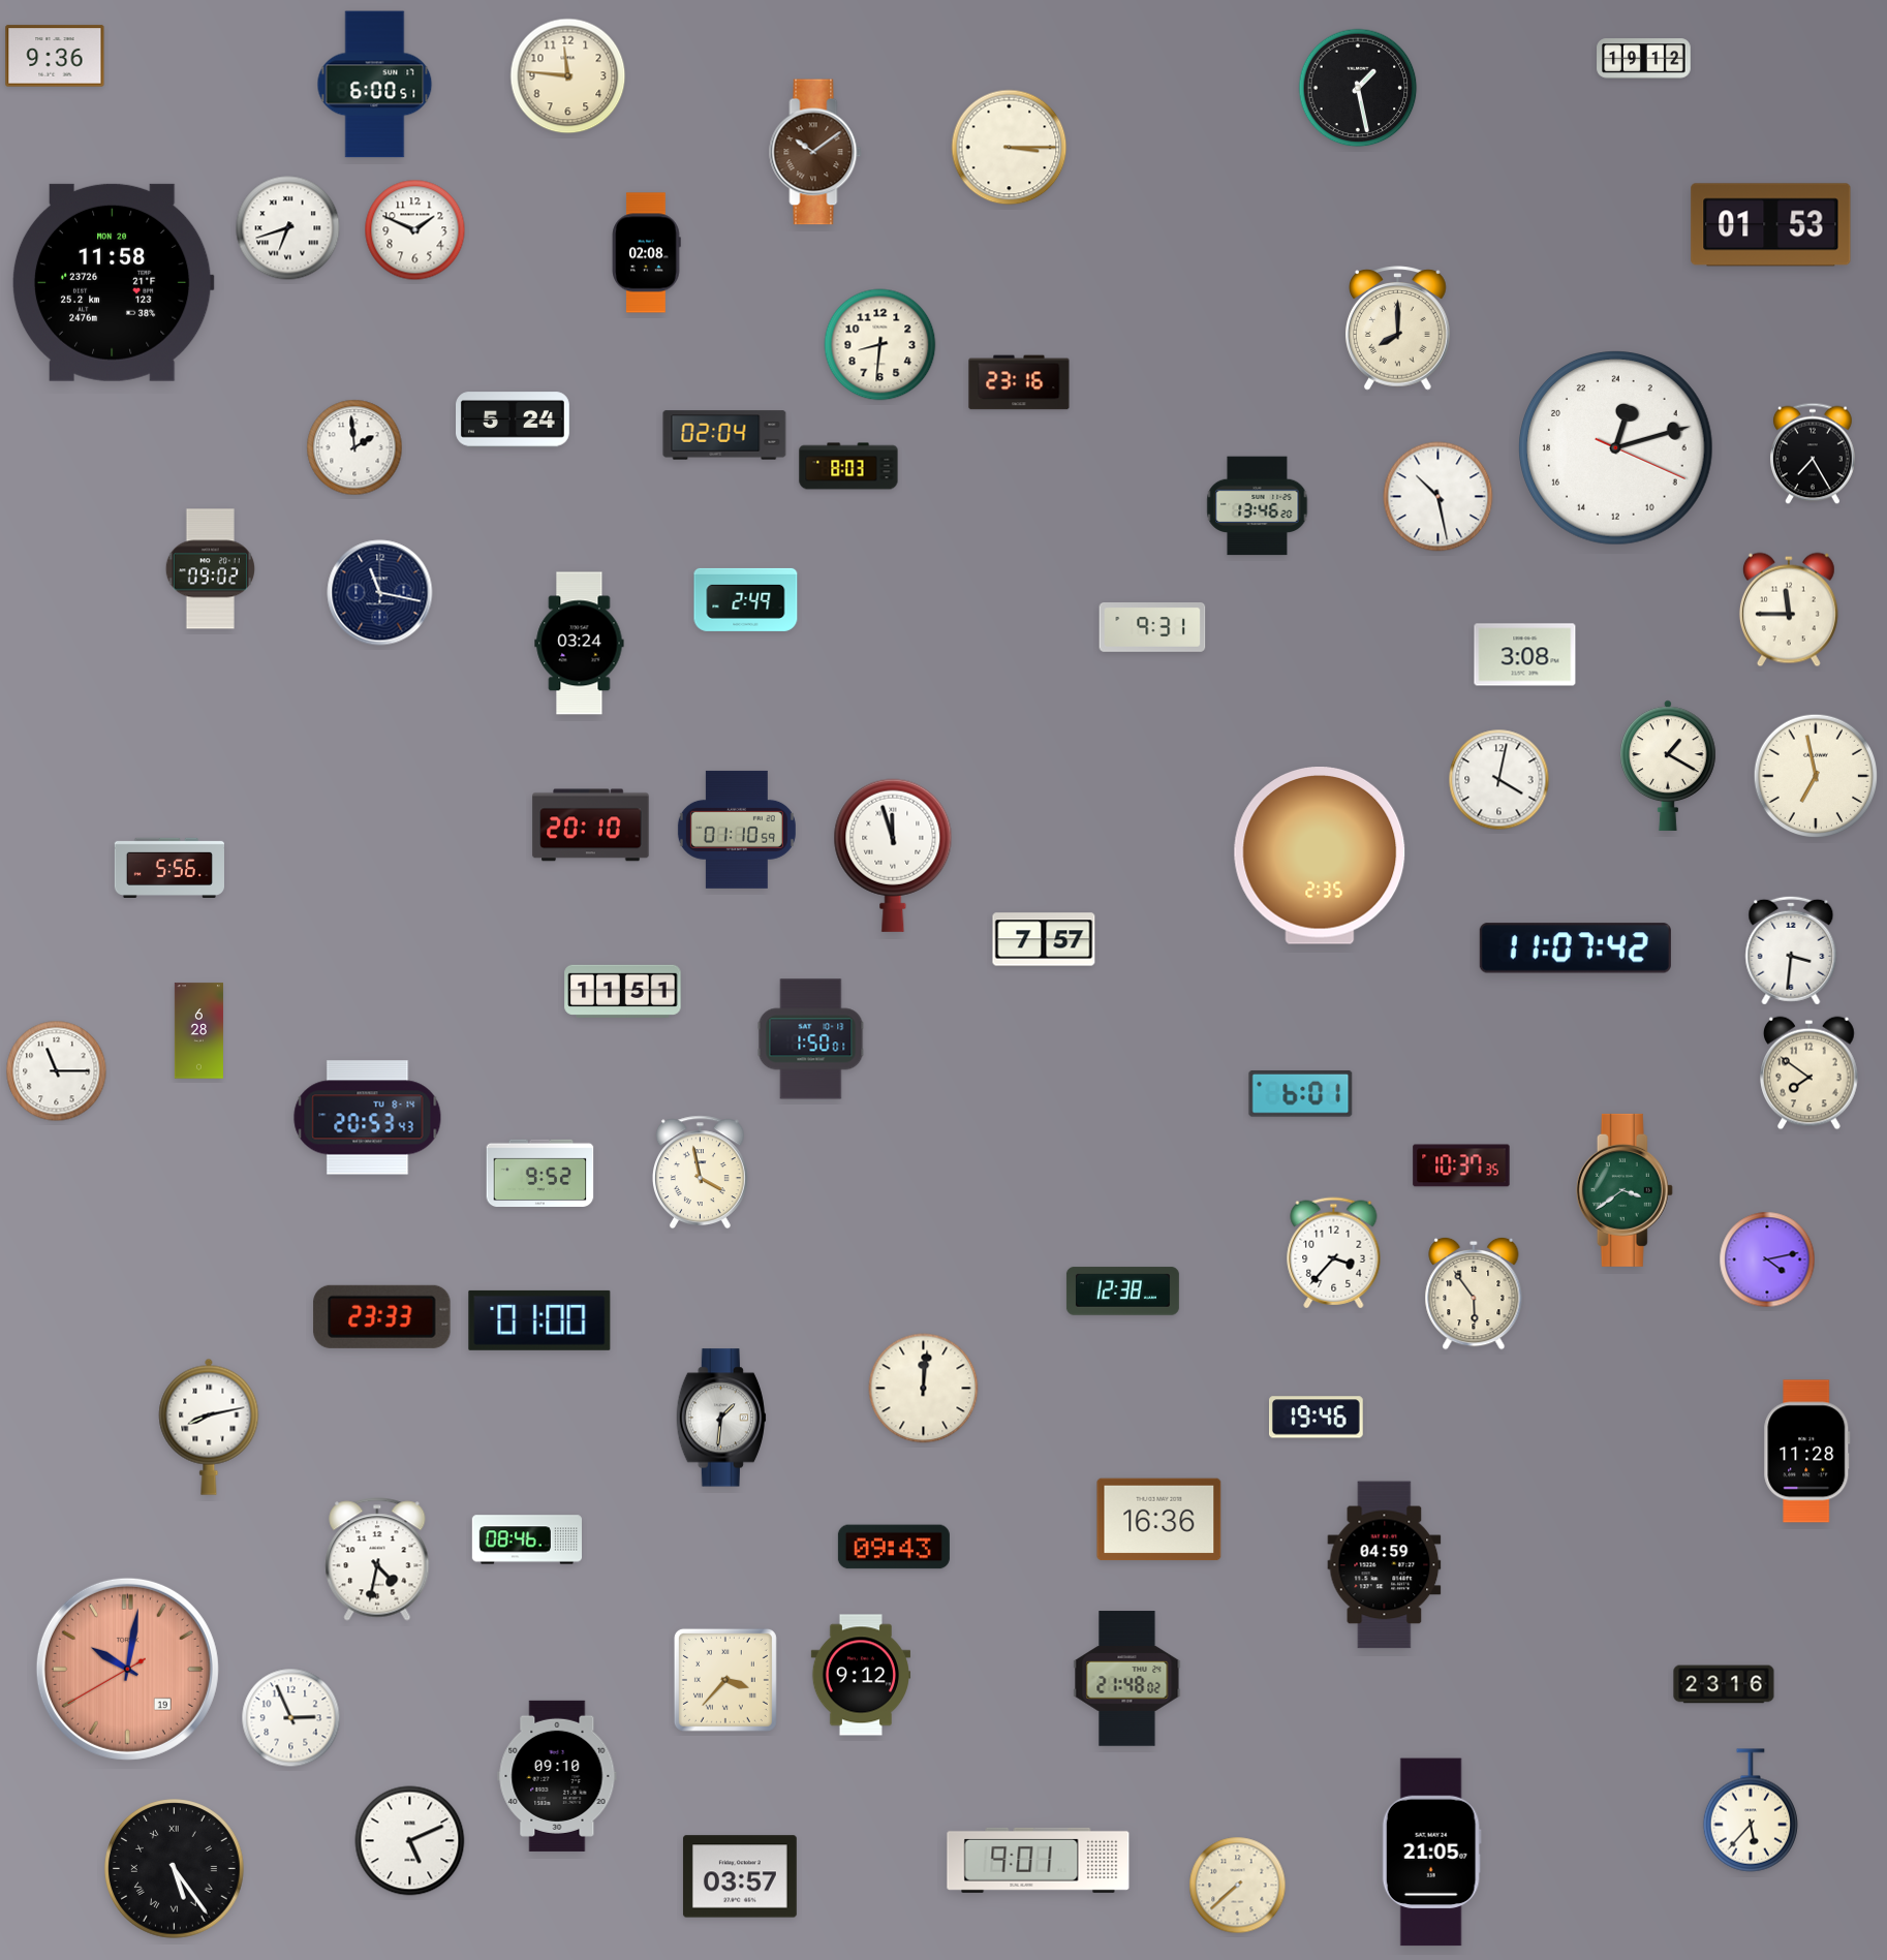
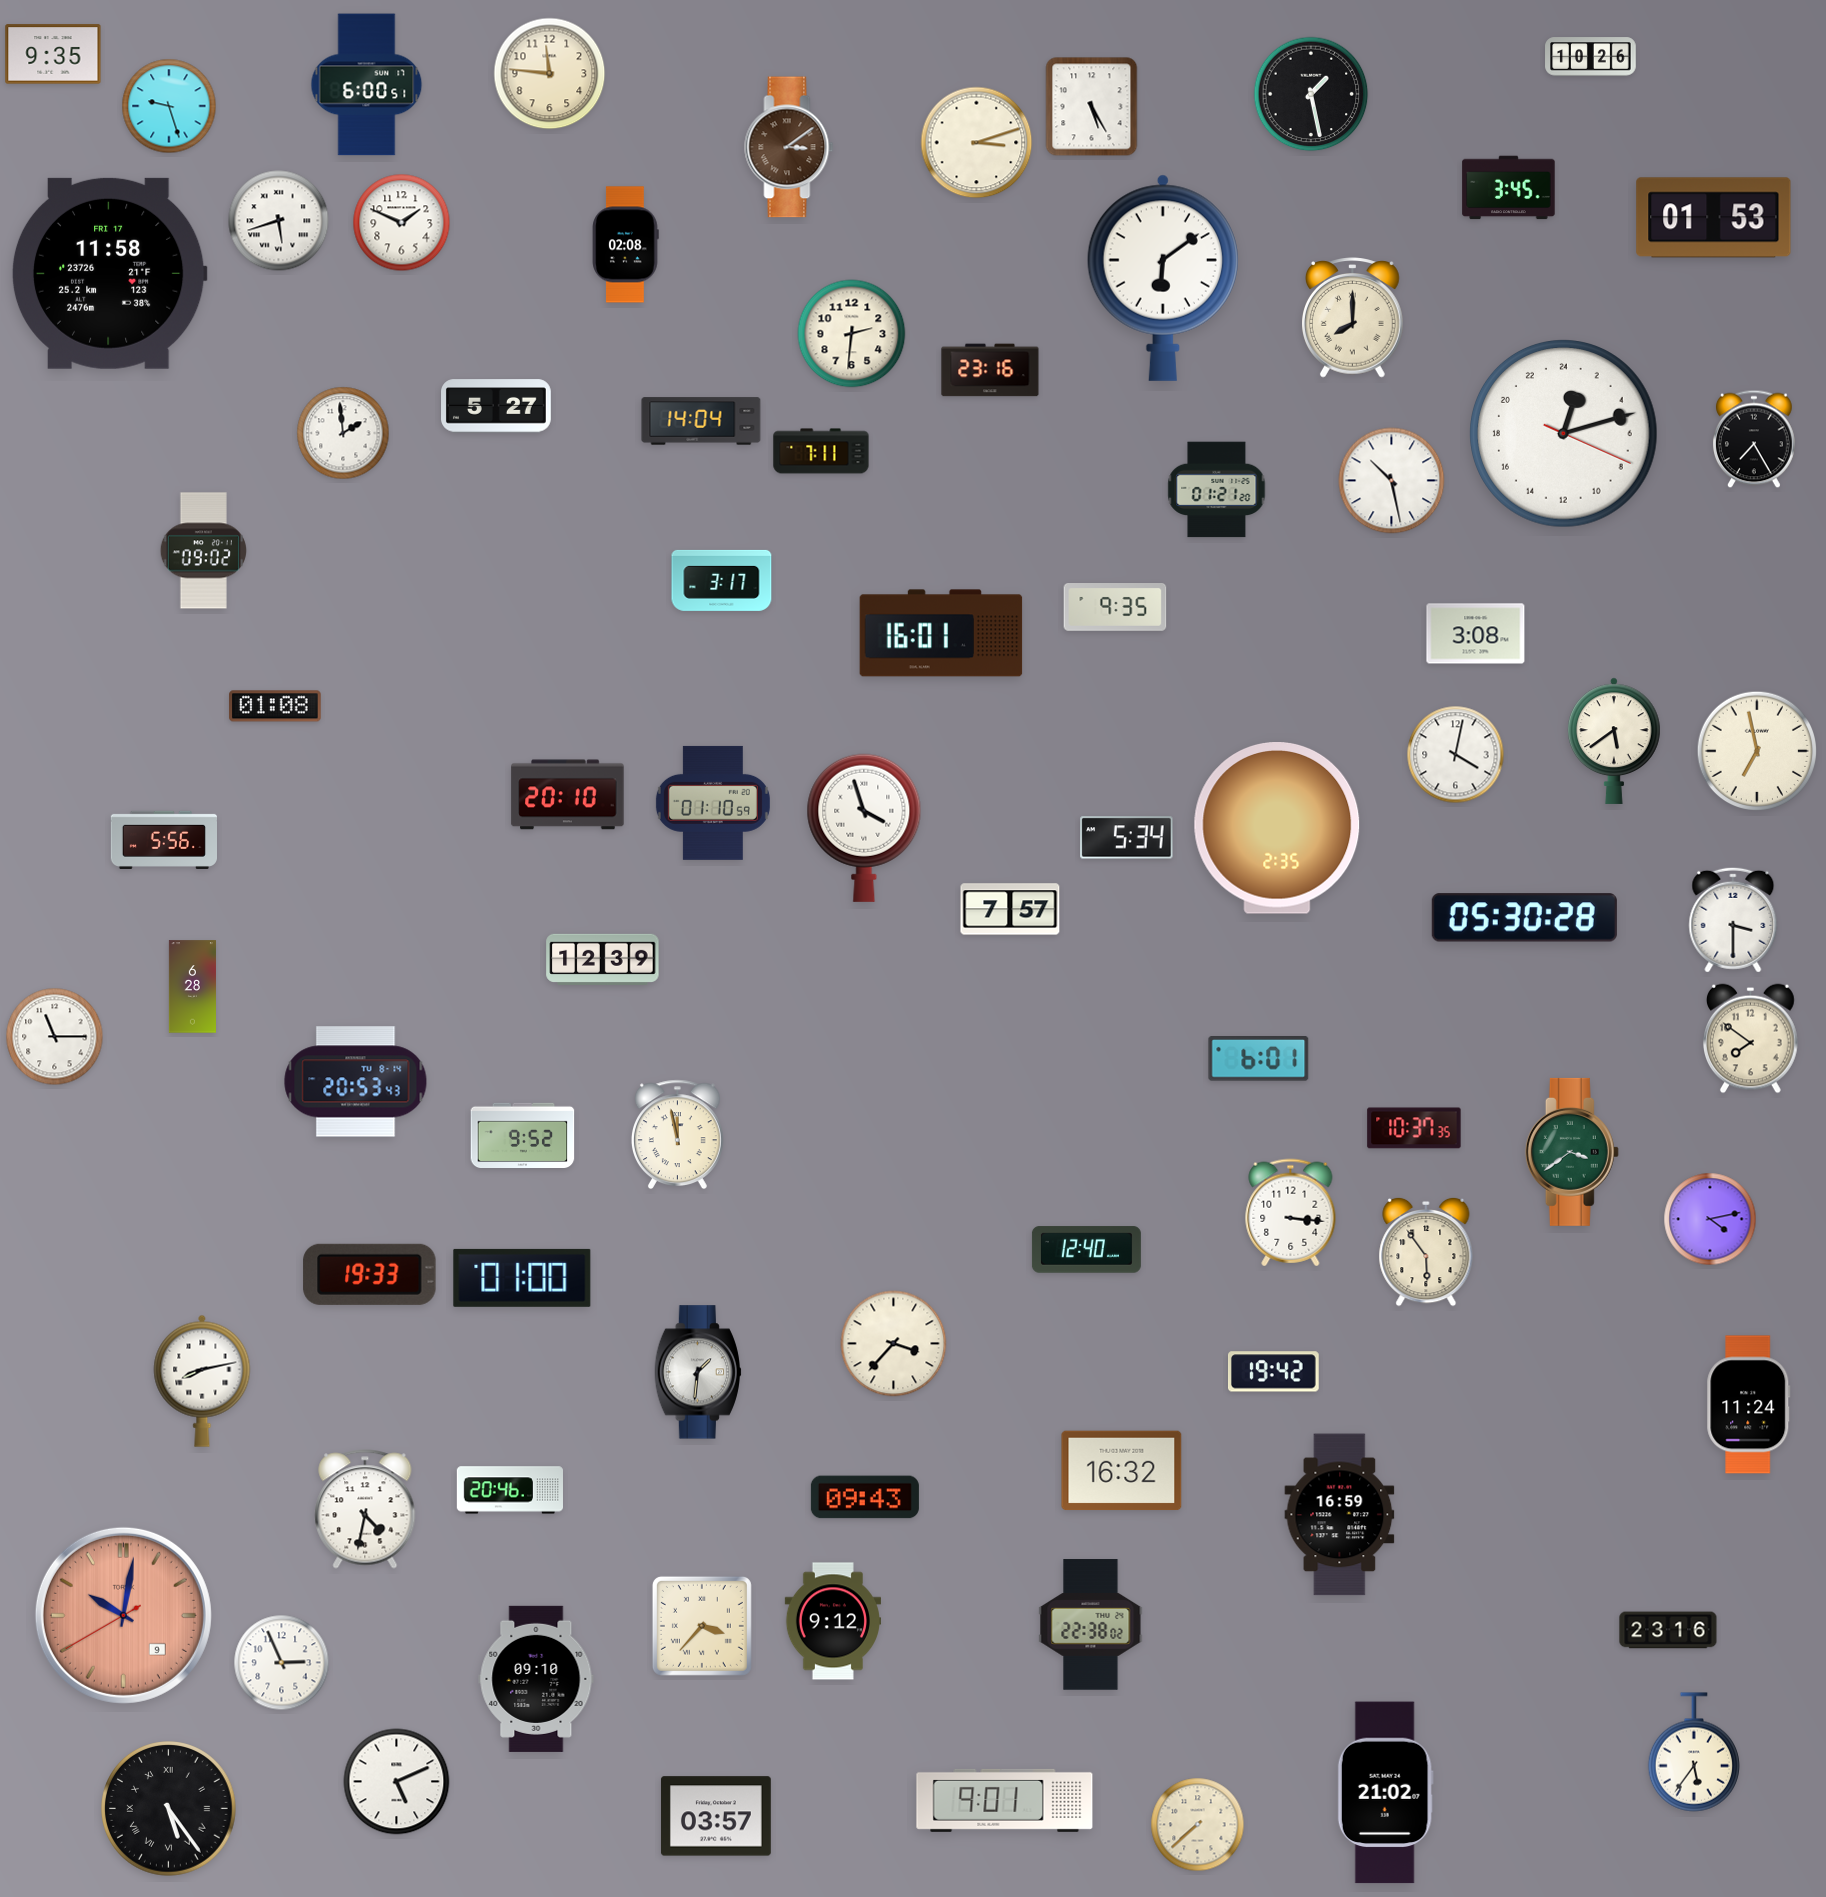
clock at (55, 56): 9:36 -> 9:35
clock at (1644, 59): 19:12 -> 10:26
clock at (375, 85) position: (375, 85) -> (367, 85)
clock at (1358, 88) position: (1358, 88) -> (1311, 94)
clock at (169, 106): none -> 9:27
clock at (1092, 107): none -> 5:25
clock at (1010, 148): 3:15 -> 3:12
clock at (815, 152): 10:09 -> 3:09
clock at (1509, 188): none -> 3:45
clock at (288, 228): 6:42 -> 5:42
clock at (113, 282) date: MON 20 -> FRI 17
clock at (1163, 278): none -> 6:09
clock at (880, 345): 8:31 -> 2:31
clock at (1019, 382) position: (1019, 382) -> (990, 370)
clock at (514, 419): 5:24 -> 5:27
clock at (724, 435): 02:04 -> 14:04
clock at (848, 466): 8:03 -> 7:11
clock at (1258, 506): 13:46 -> 01:21
clock at (380, 593): 11:17 -> none
clock at (746, 599): 2:49 -> 3:17
clock at (1789, 610): 11:45 -> none
clock at (1152, 628): 9:31 -> 9:35
clock at (580, 644): 03:24 -> none
clock at (941, 633): none -> 16:01
clock at (275, 706): none -> 01:08
clock at (1669, 766): 1:20 -> 5:39
clock at (1499, 780) position: (1499, 780) -> (1456, 755)
clock at (591, 826) position: (591, 826) -> (568, 795)
clock at (893, 855): 11:57 -> 3:57
clock at (1127, 838): none -> 5:34
clock at (1575, 948): 11:07 -> 05:30
clock at (1791, 951): 3:31 -> 3:30
clock at (623, 991): 11:51 -> 12:39
clock at (198, 1031) position: (198, 1031) -> (192, 987)
clock at (811, 1039): 1:50 -> none
clock at (700, 1173): 3:58 -> 11:58
clock at (1334, 1253): 3:37 -> 3:16
clock at (1122, 1292): 12:38 -> 12:40
clock at (382, 1316): 23:33 -> 19:33
clock at (924, 1389): 12:01 -> 3:37
clock at (1317, 1418): 19:46 -> 19:42
clock at (1807, 1452): 11:28 -> 11:24
clock at (1159, 1520): 16:36 -> 16:32
clock at (526, 1539): 08:46 -> 20:46
clock at (1385, 1565): 04:59 -> 16:59
clock at (127, 1669) date: 19 -> 9
clock at (1127, 1679): 21:48 -> 22:38
clock at (557, 1776) position: (557, 1776) -> (536, 1679)
clock at (1751, 1810): 5:37 -> 5:36
clock at (1431, 1853): 21:05 -> 21:02
